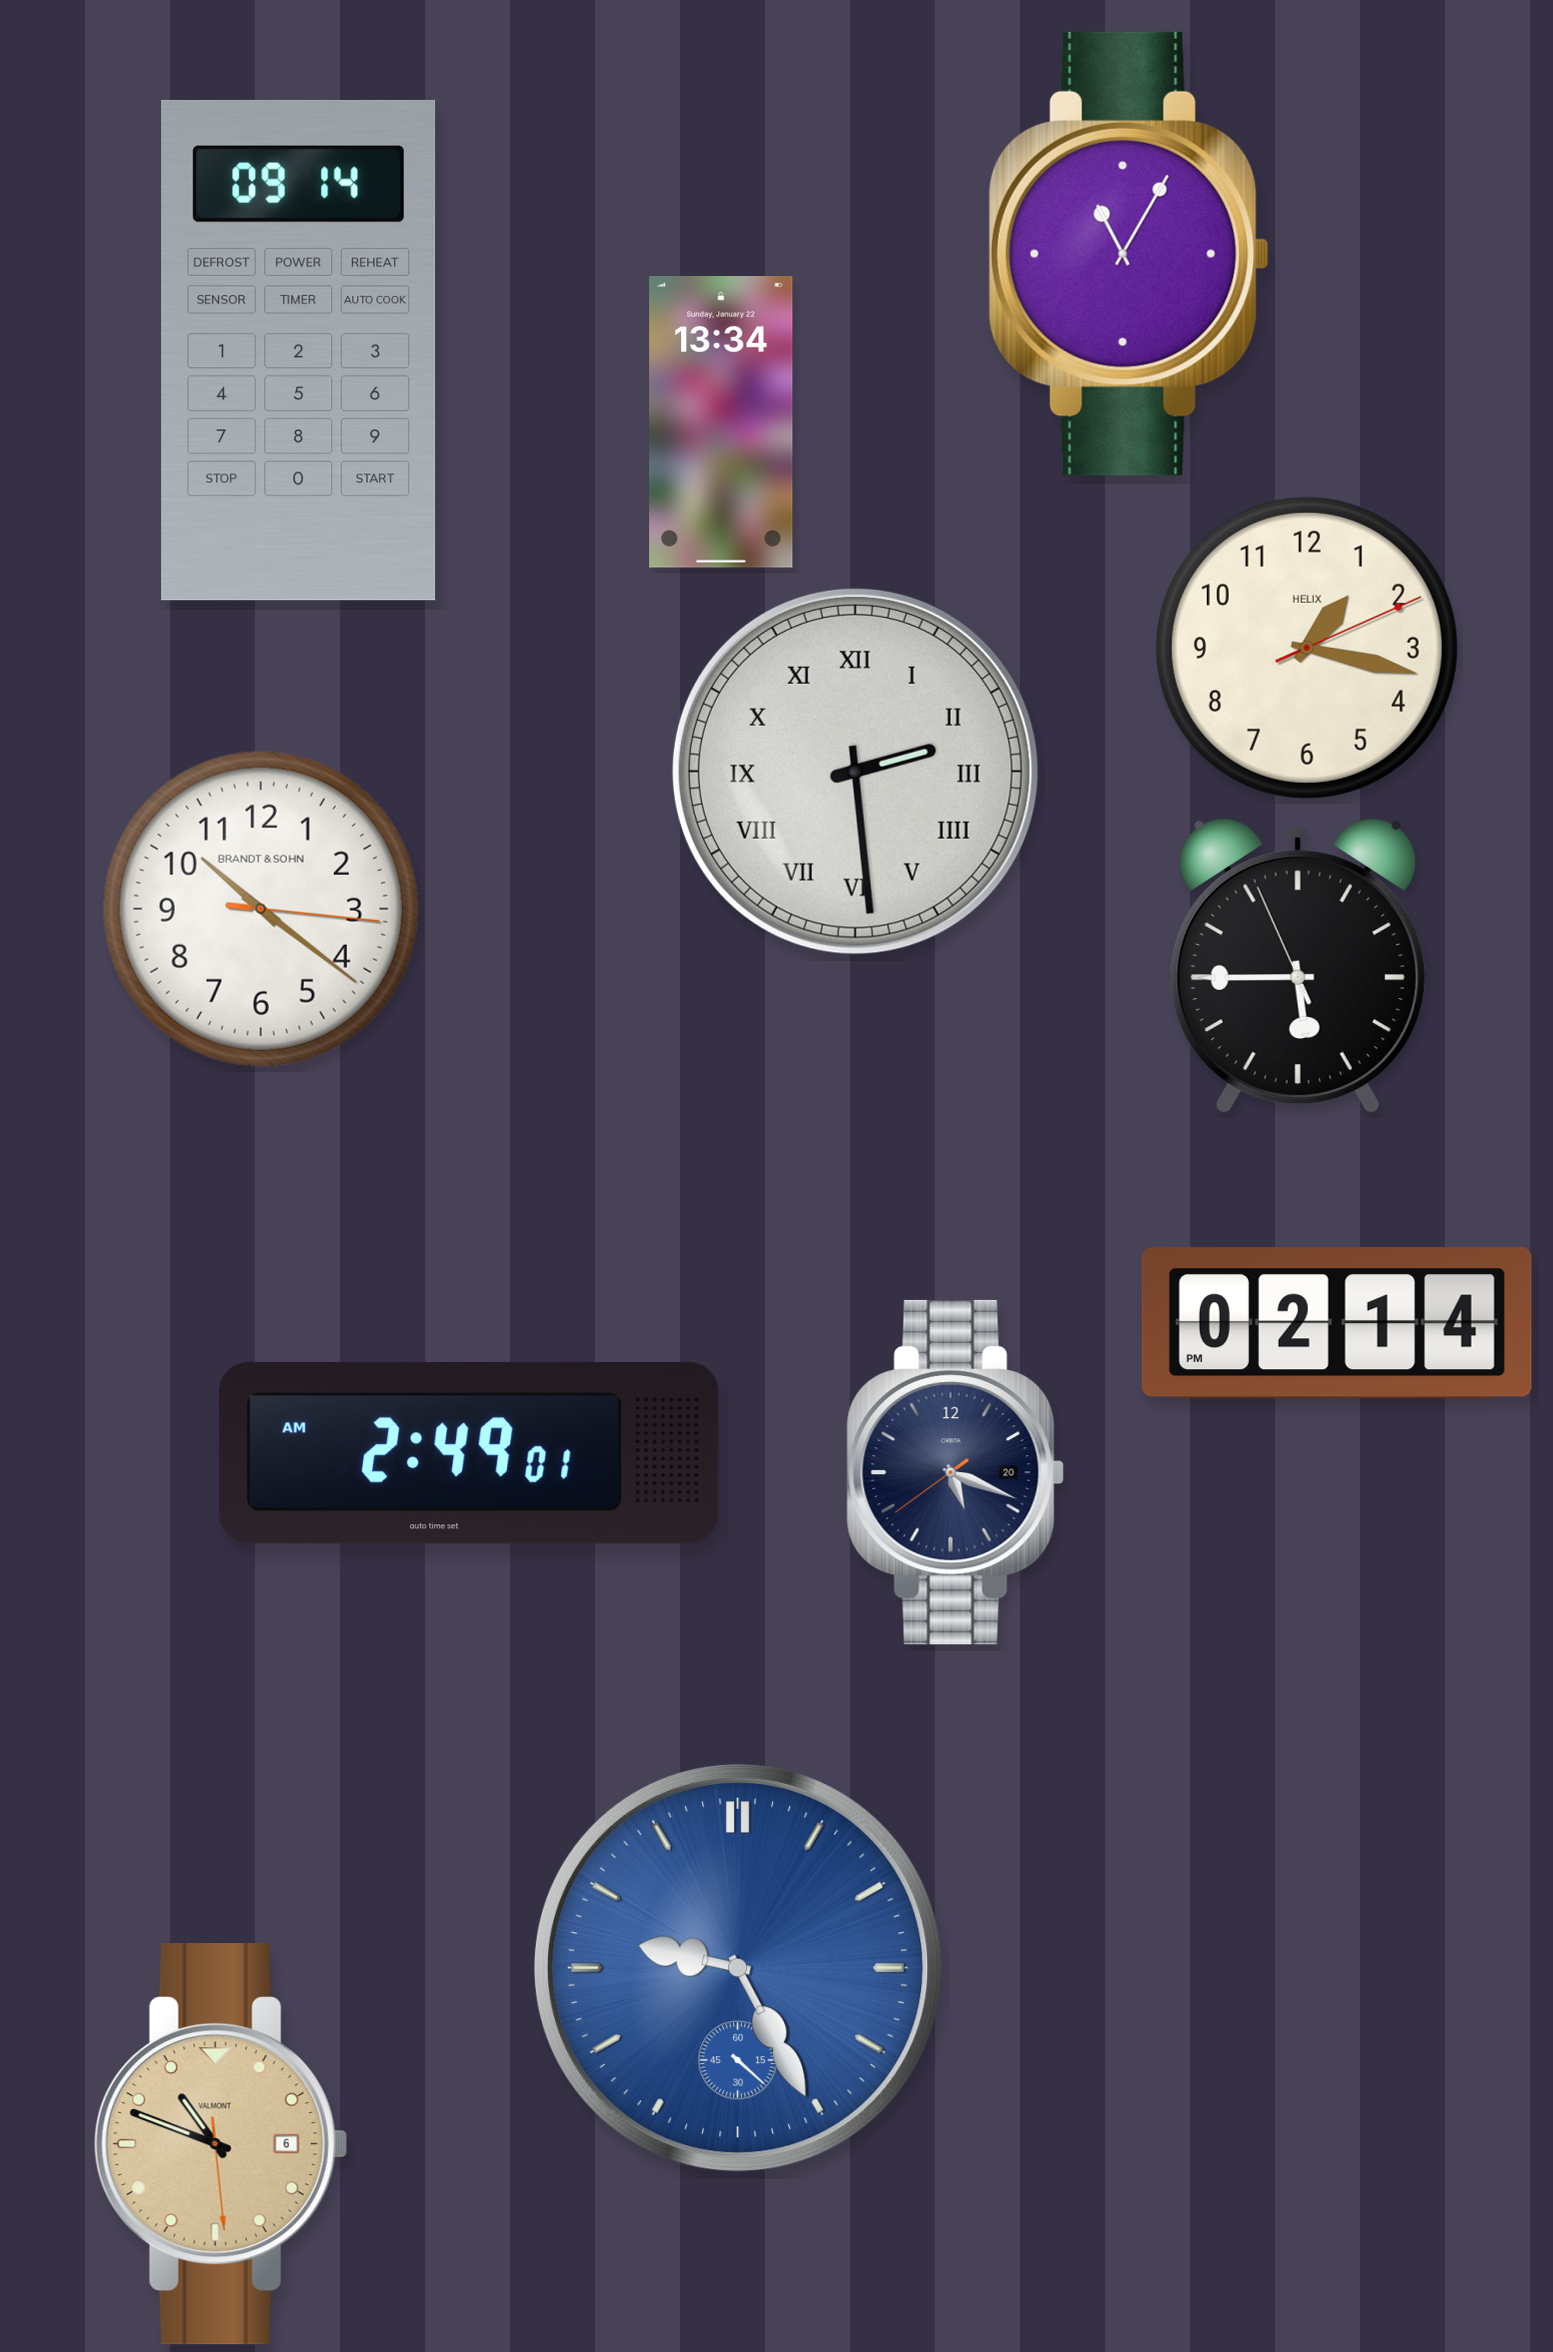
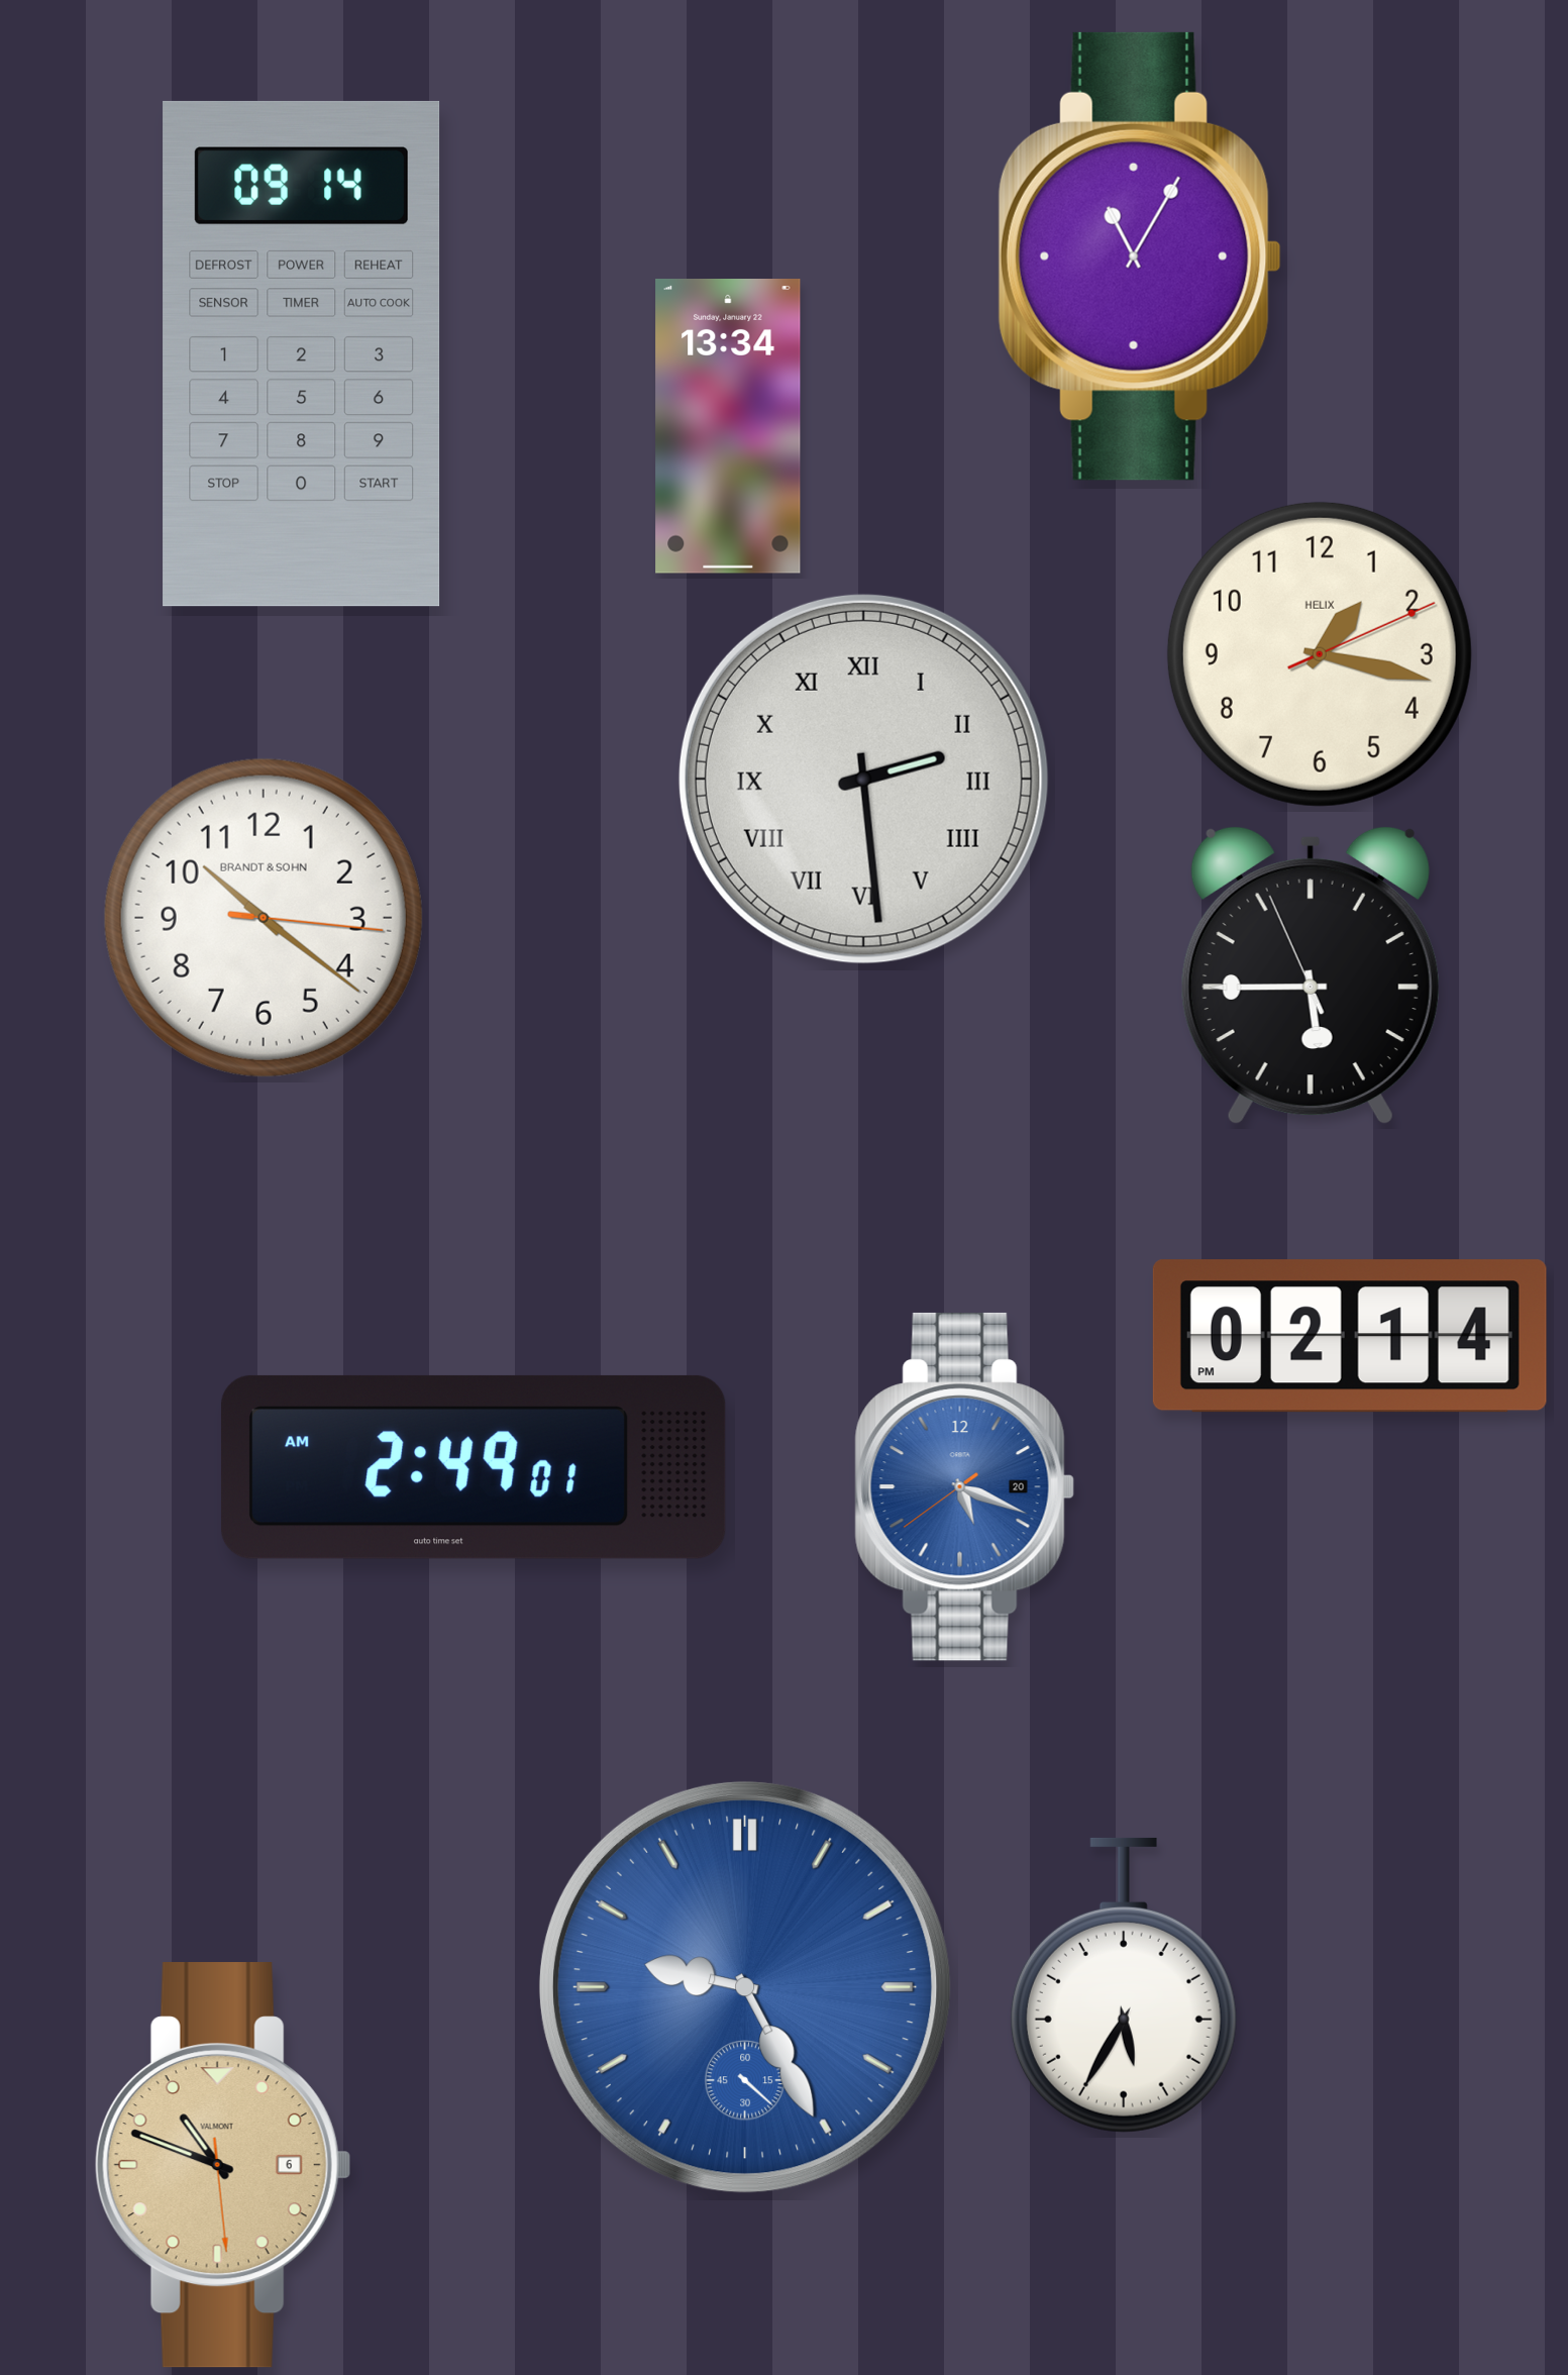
clock at (955, 1472) dial: navy -> blue
clock at (1124, 1985): none -> 5:35
